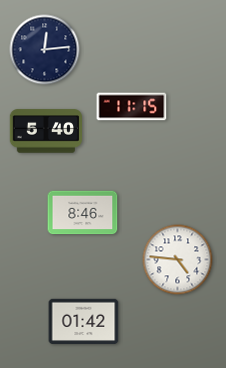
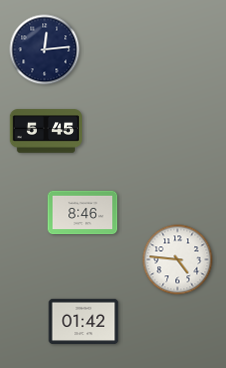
clock at (132, 107): 11:15 -> none
clock at (46, 131): 5:40 -> 5:45
